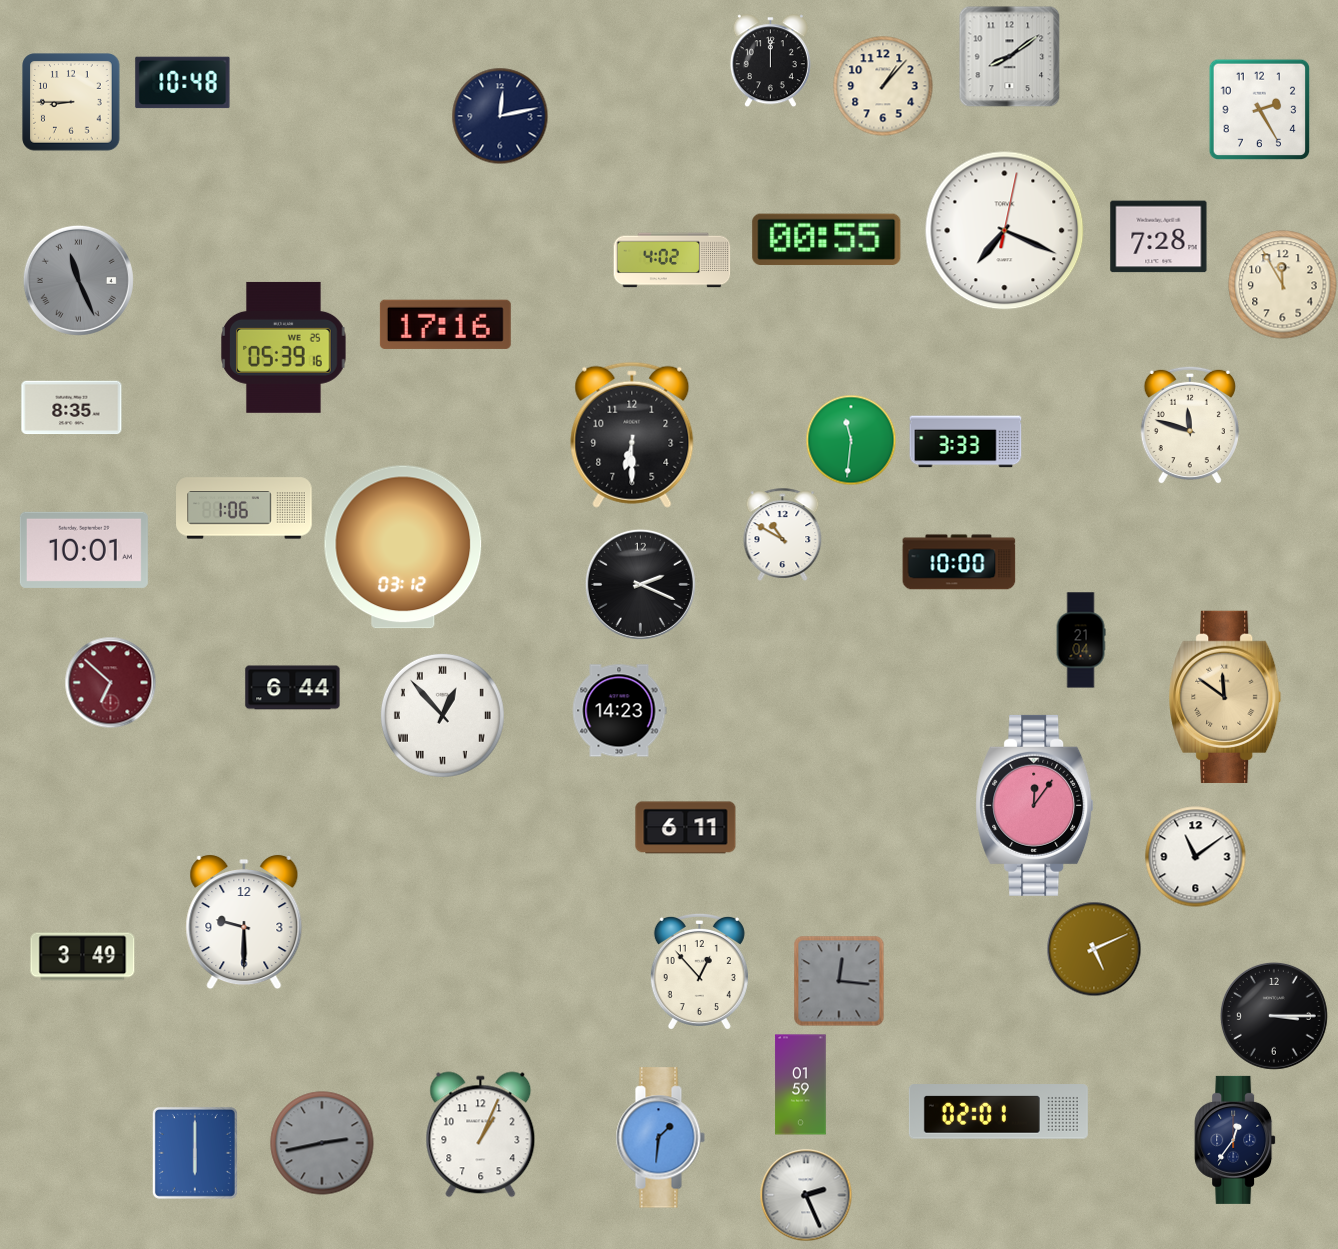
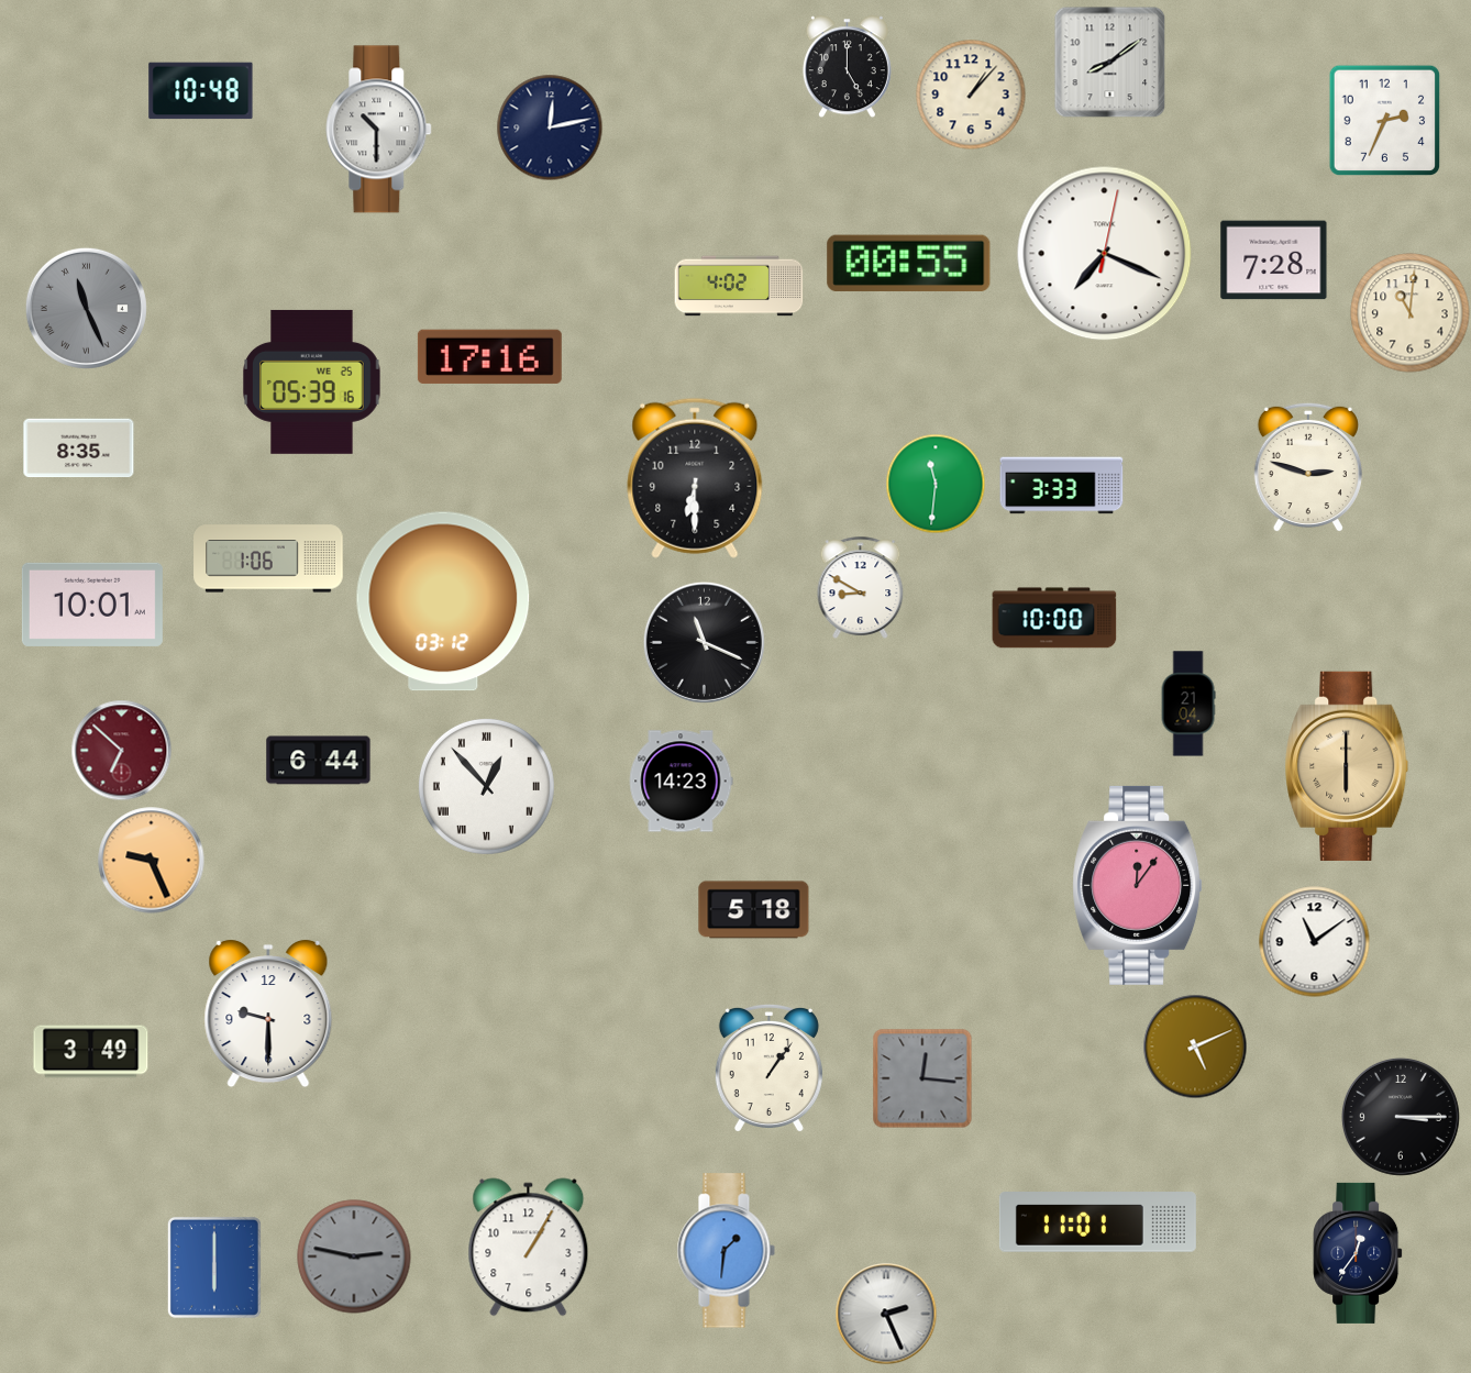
clock at (770, 60): 12:00 -> 5:00
clock at (71, 102): 8:45 -> none
clock at (1259, 109): 2:25 -> 2:34
clock at (379, 130): none -> 10:30
clock at (1283, 285): 11:55 -> 11:01
clock at (1190, 425): 11:48 -> 2:48
clock at (783, 534): 10:50 -> 8:50
clock at (640, 584): 2:19 -> 11:19
clock at (293, 688) position: (293, 688) -> (319, 761)
clock at (1225, 697): 11:51 -> 6:00
clock at (152, 861): none -> 9:26
clock at (686, 828): 6:11 -> 5:18
clock at (1094, 949) position: (1094, 949) -> (1195, 1047)
clock at (699, 971): 12:53 -> 1:06
clock at (801, 1085): 01:59 -> none
clock at (998, 1112): 02:01 -> 11:01
clock at (481, 1135): 1:04 -> 1:05
clock at (322, 1143): 2:43 -> 2:47
